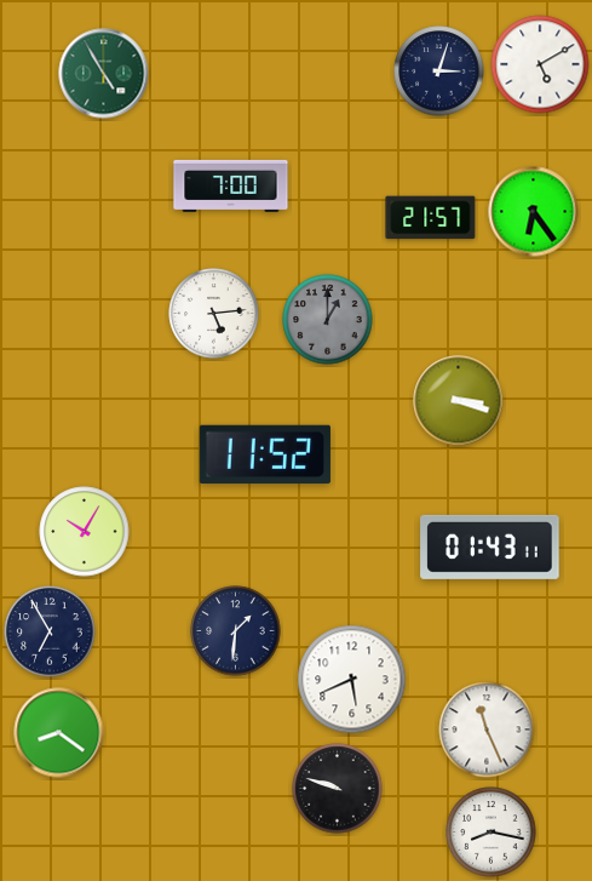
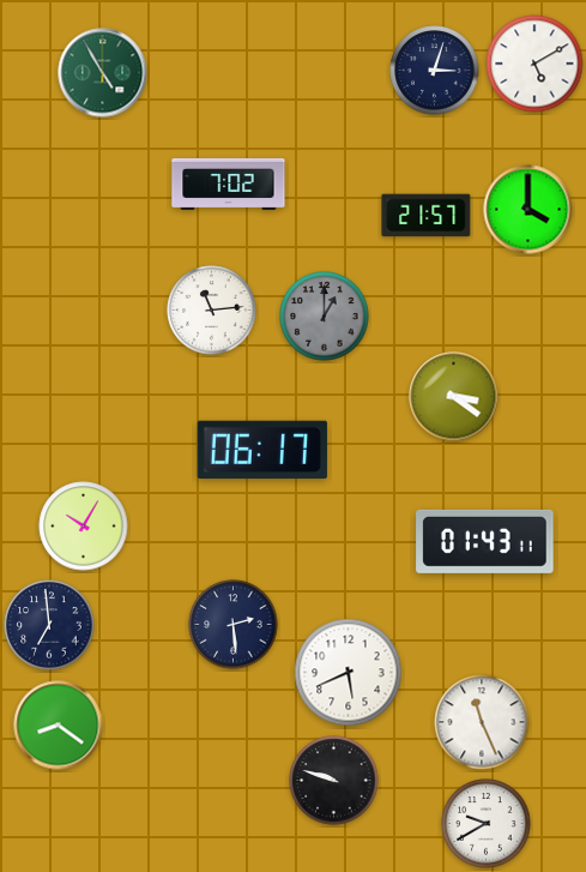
clock at (231, 185): 7:00 -> 7:02
clock at (534, 212): 6:24 -> 4:00
clock at (214, 314): 5:14 -> 11:14
clock at (459, 401): 3:18 -> 3:21
clock at (265, 454): 11:52 -> 06:17
clock at (50, 631): 6:55 -> 6:59
clock at (236, 631): 1:31 -> 2:29
clock at (492, 833): 8:17 -> 9:40
